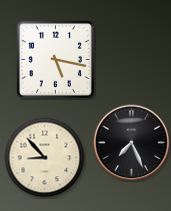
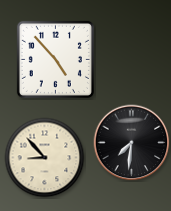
clock at (55, 59): 5:17 -> 4:53
clock at (132, 143): 7:26 -> 7:31
